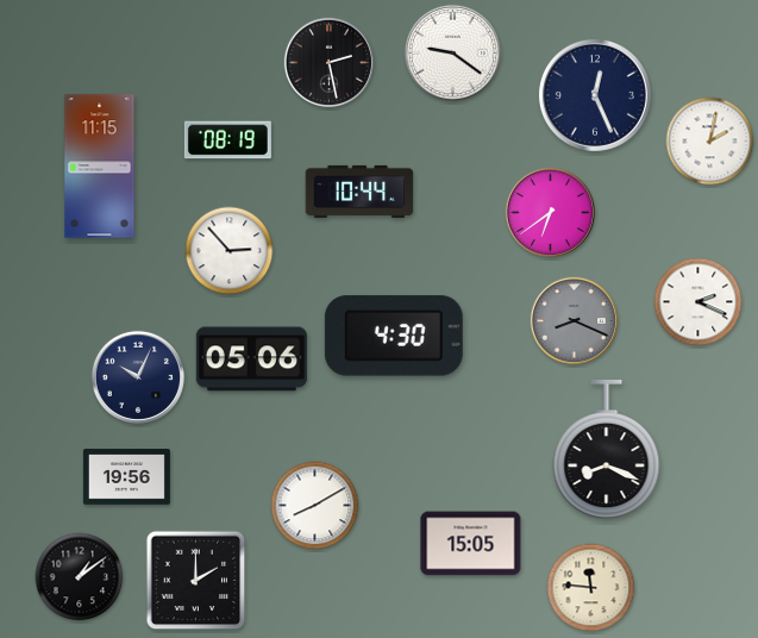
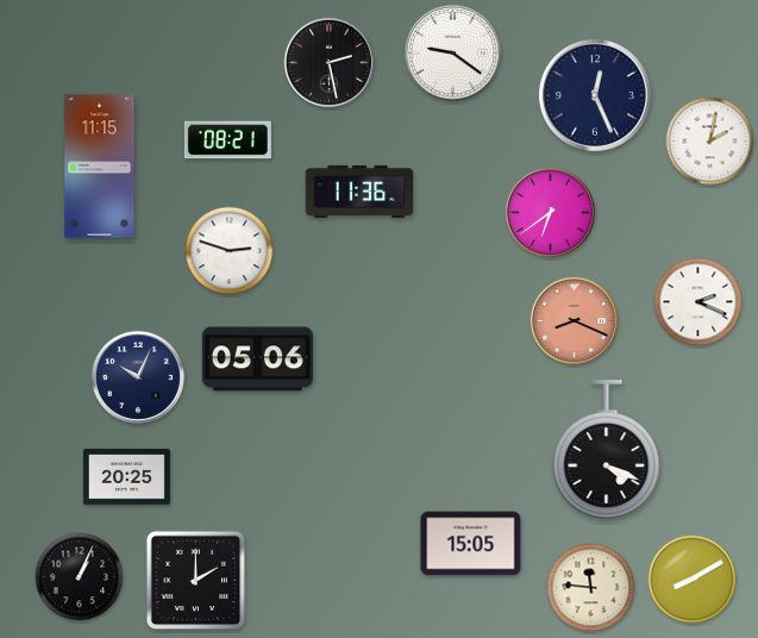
clock at (227, 140): 08:19 -> 08:21
clock at (359, 192): 10:44 -> 11:36
clock at (230, 251): 2:53 -> 2:48
clock at (574, 320) dial: grey -> salmon
clock at (394, 336): 4:30 -> none
clock at (251, 359) position: (251, 359) -> (257, 359)
clock at (607, 451): 8:19 -> 4:19
clock at (126, 477): 19:56 -> 20:25
clock at (315, 506): 8:10 -> none
clock at (80, 577): 1:09 -> 1:04
clock at (693, 580): none -> 8:10
